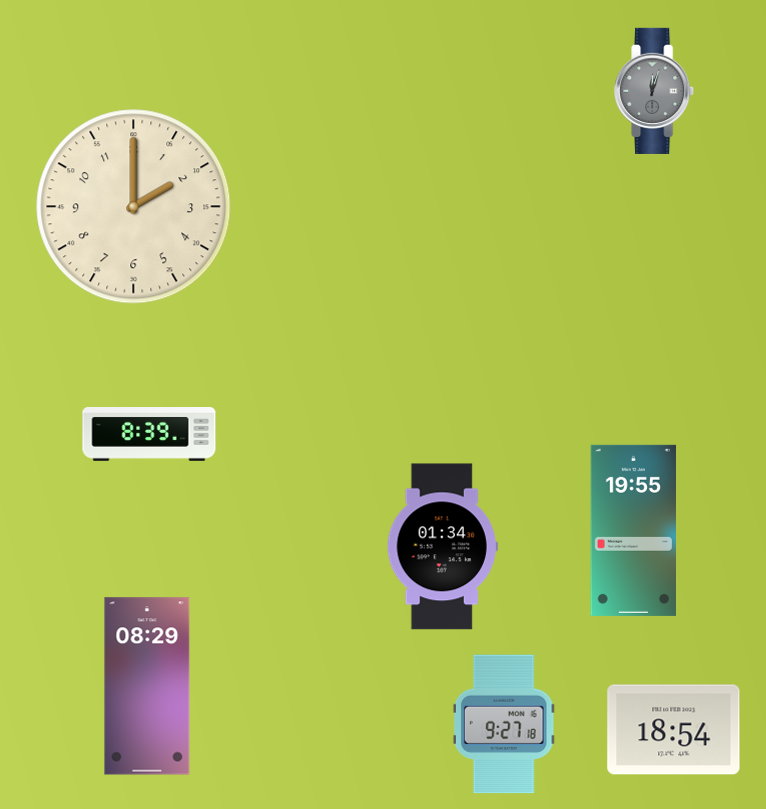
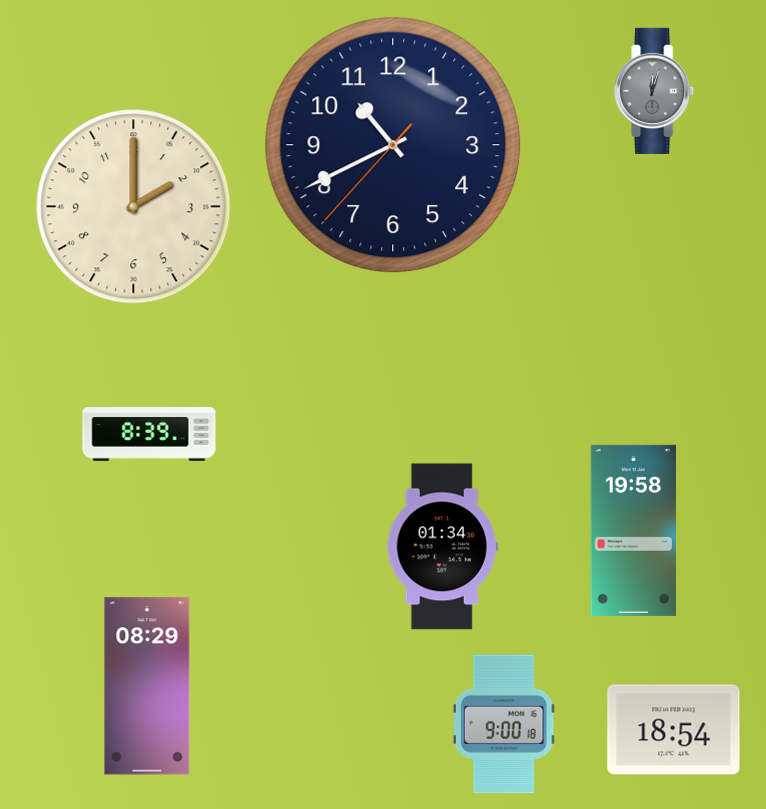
clock at (393, 145): none -> 10:40
clock at (633, 530): 19:55 -> 19:58
clock at (504, 724): 9:27 -> 9:00
